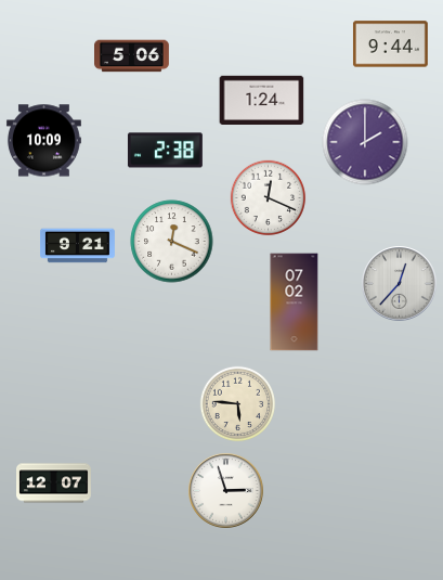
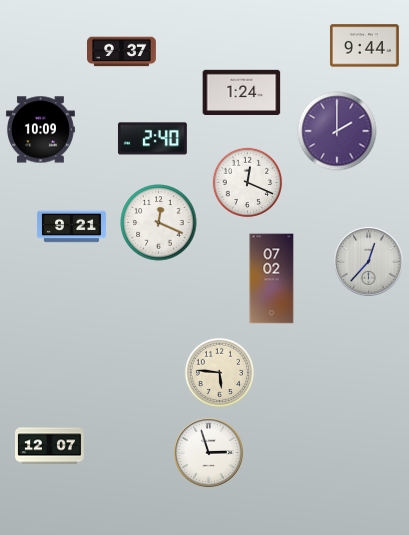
clock at (390, 44) position: (390, 44) -> (364, 46)
clock at (132, 56): 5:06 -> 9:37
clock at (165, 151): 2:38 -> 2:40
